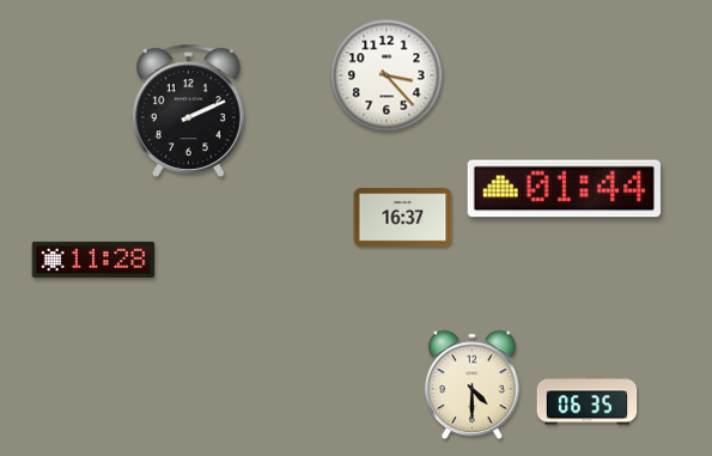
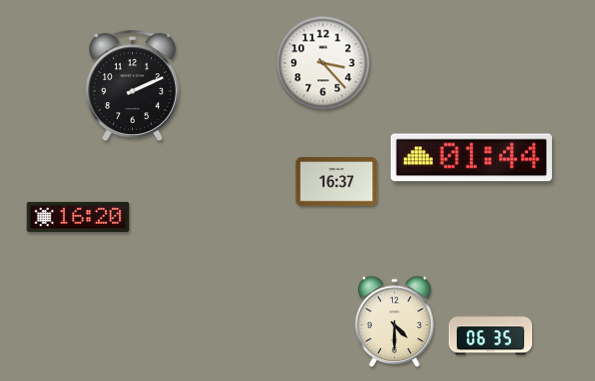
clock at (188, 110) position: (188, 110) -> (132, 85)
clock at (93, 260): 11:28 -> 16:20
